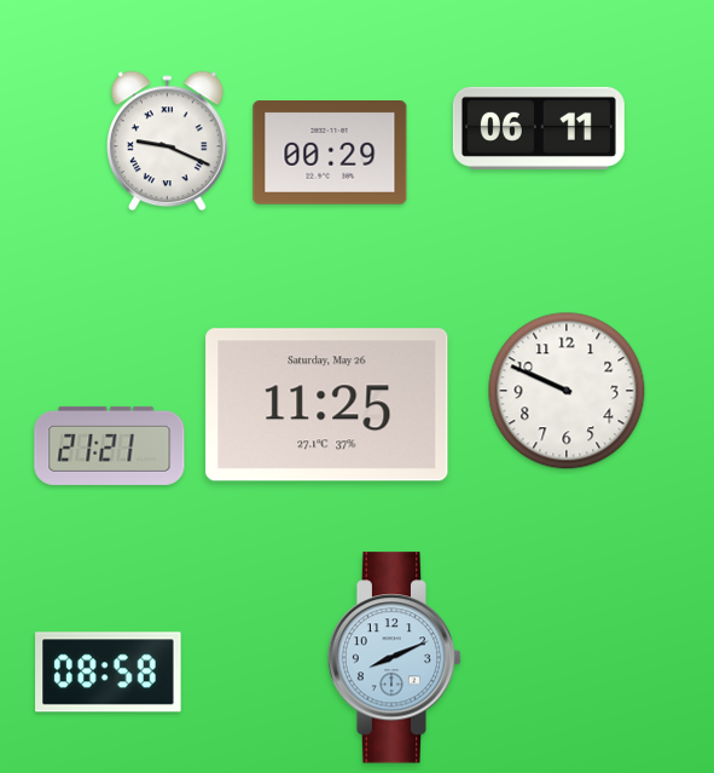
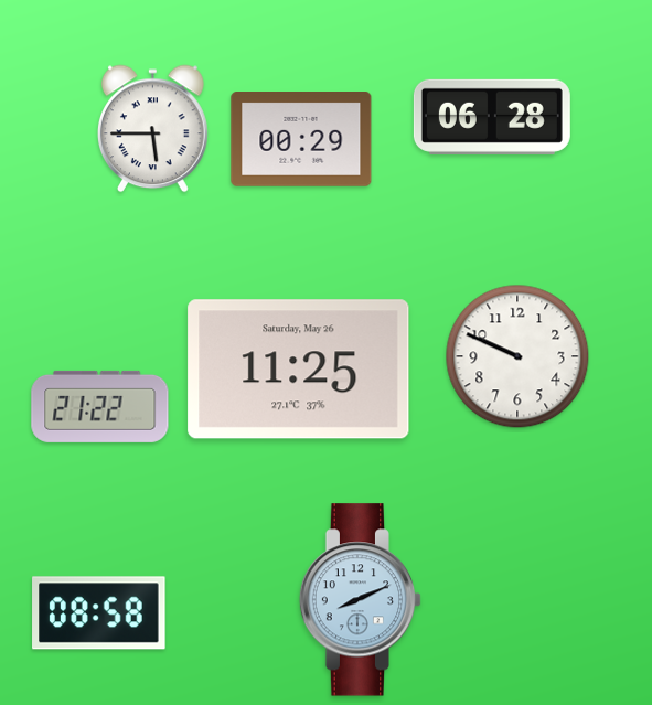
clock at (539, 128): 06:11 -> 06:28
clock at (168, 142): 9:19 -> 5:45
clock at (110, 445): 21:21 -> 21:22
